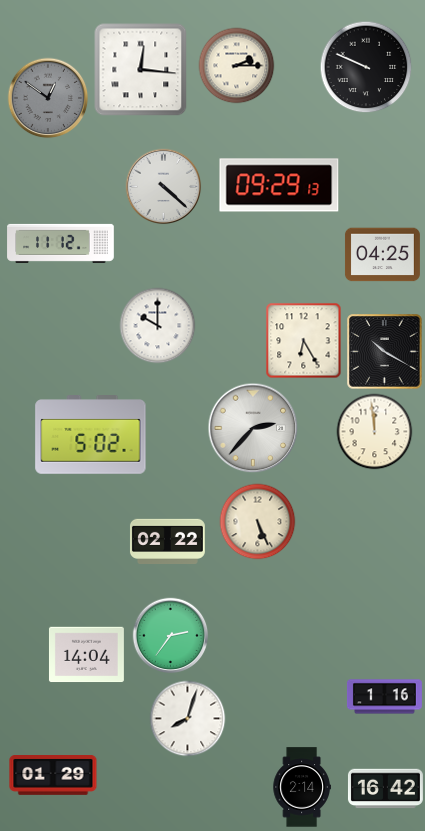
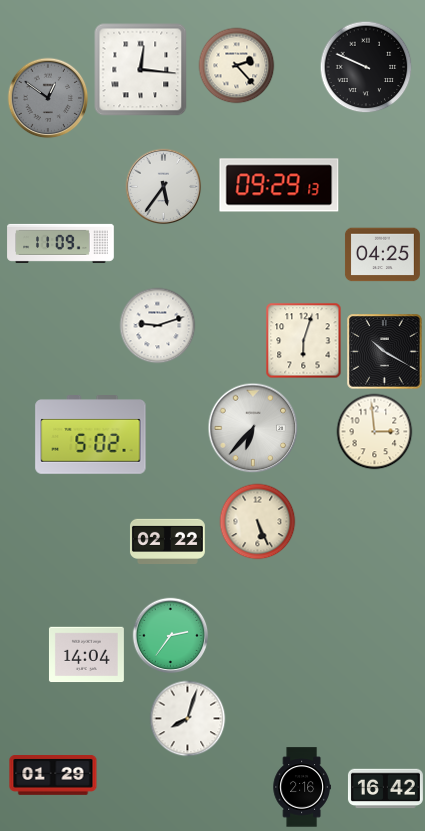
clock at (237, 66): 2:15 -> 2:23
clock at (164, 187): 4:22 -> 5:36
clock at (61, 243): 11:12 -> 11:09
clock at (158, 326): 10:00 -> 9:12
clock at (304, 341): 6:25 -> 6:03
clock at (253, 428): 2:37 -> 6:37
clock at (375, 432): 11:59 -> 2:59
clock at (384, 697): 1:16 -> none
clock at (302, 787): 2:14 -> 2:16
